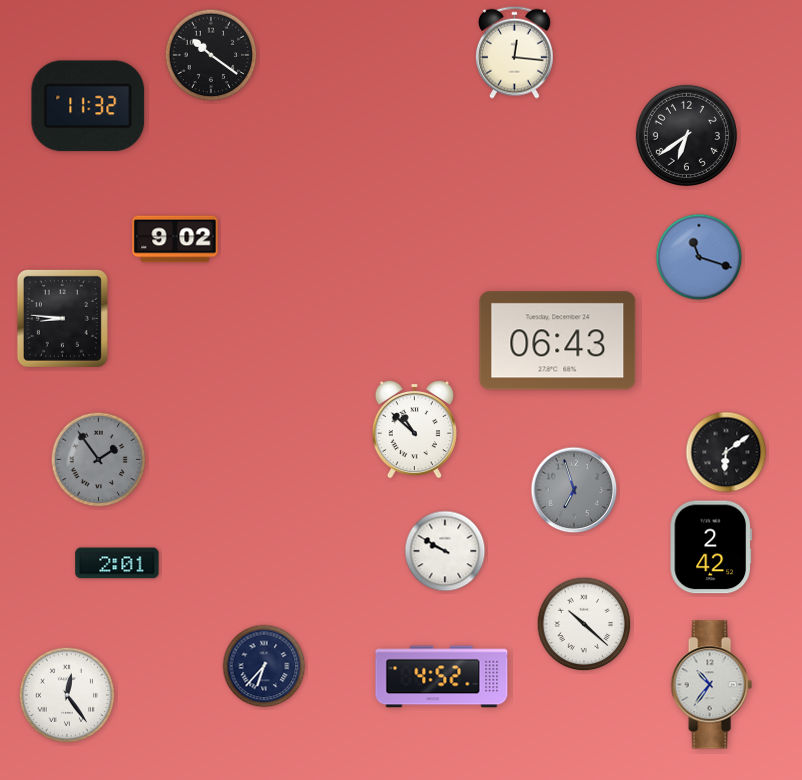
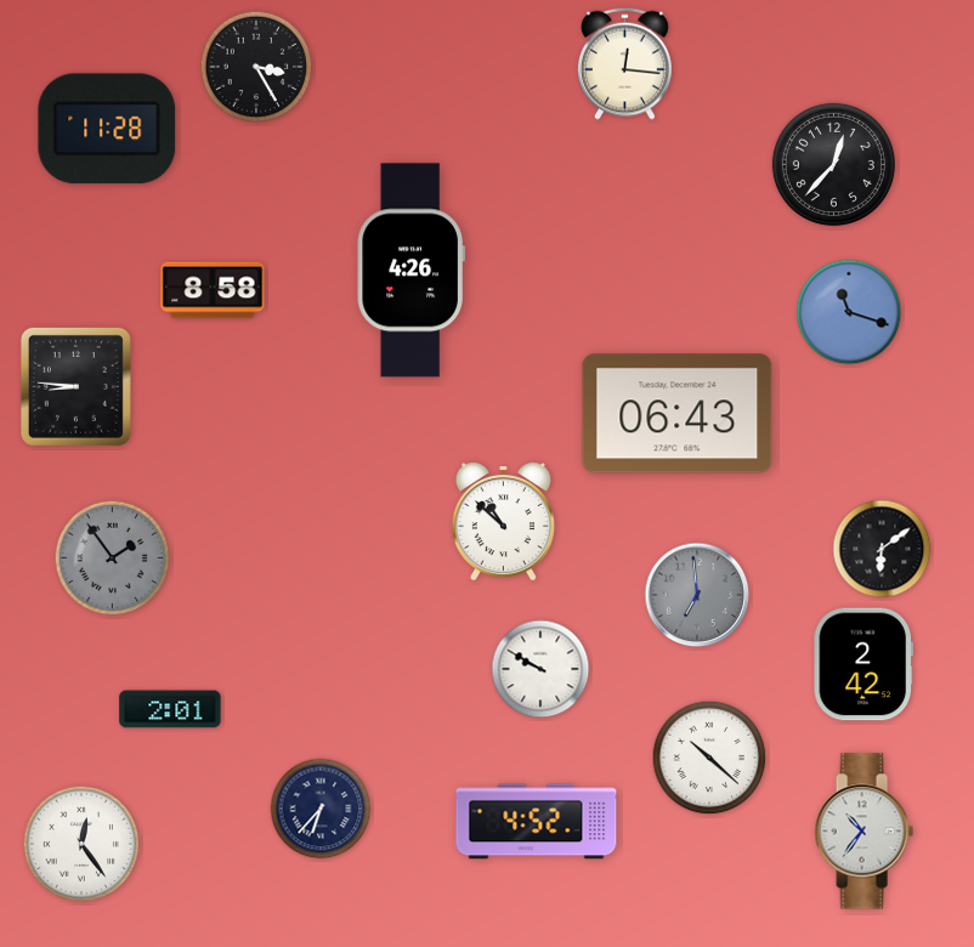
clock at (211, 55): 10:21 -> 3:25
clock at (88, 106): 11:32 -> 11:28
clock at (686, 135): 6:39 -> 12:37
clock at (410, 271): none -> 4:26
clock at (175, 239): 9:02 -> 8:58
clock at (99, 460) position: (99, 460) -> (113, 558)
clock at (574, 490): 6:57 -> 6:59
clock at (117, 563) position: (117, 563) -> (170, 709)
